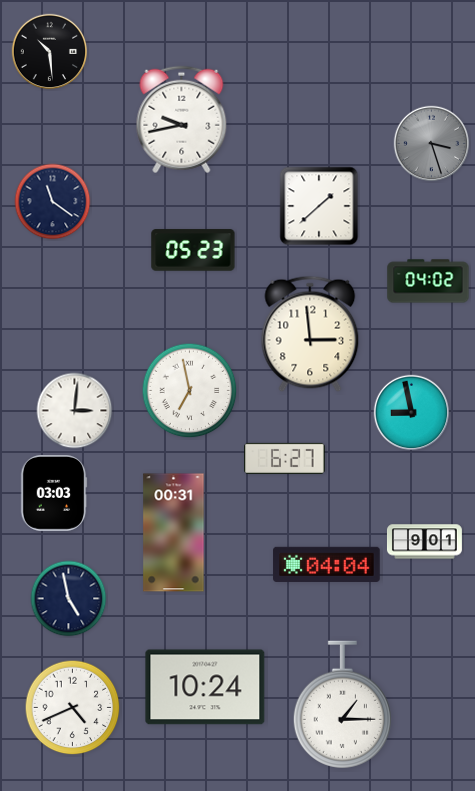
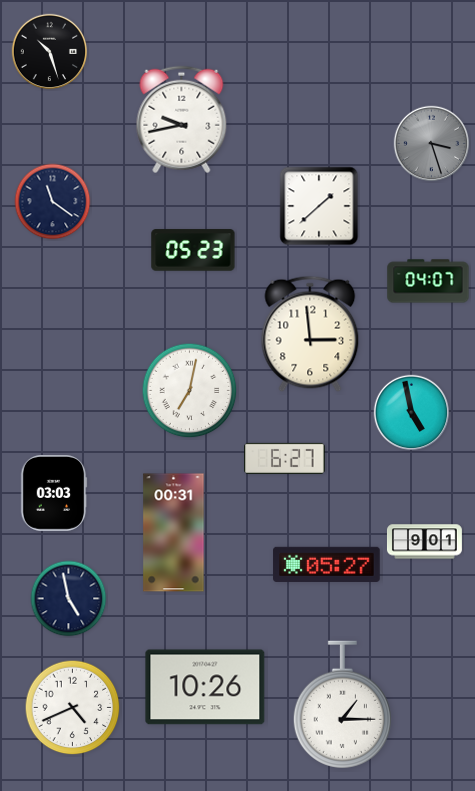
clock at (50, 52): 10:29 -> 10:27
clock at (428, 281): 04:02 -> 04:07
clock at (190, 391): 6:58 -> 7:02
clock at (75, 411): 3:01 -> none
clock at (412, 413): 8:58 -> 4:58
clock at (327, 564): 04:04 -> 05:27
clock at (205, 687): 10:24 -> 10:26
